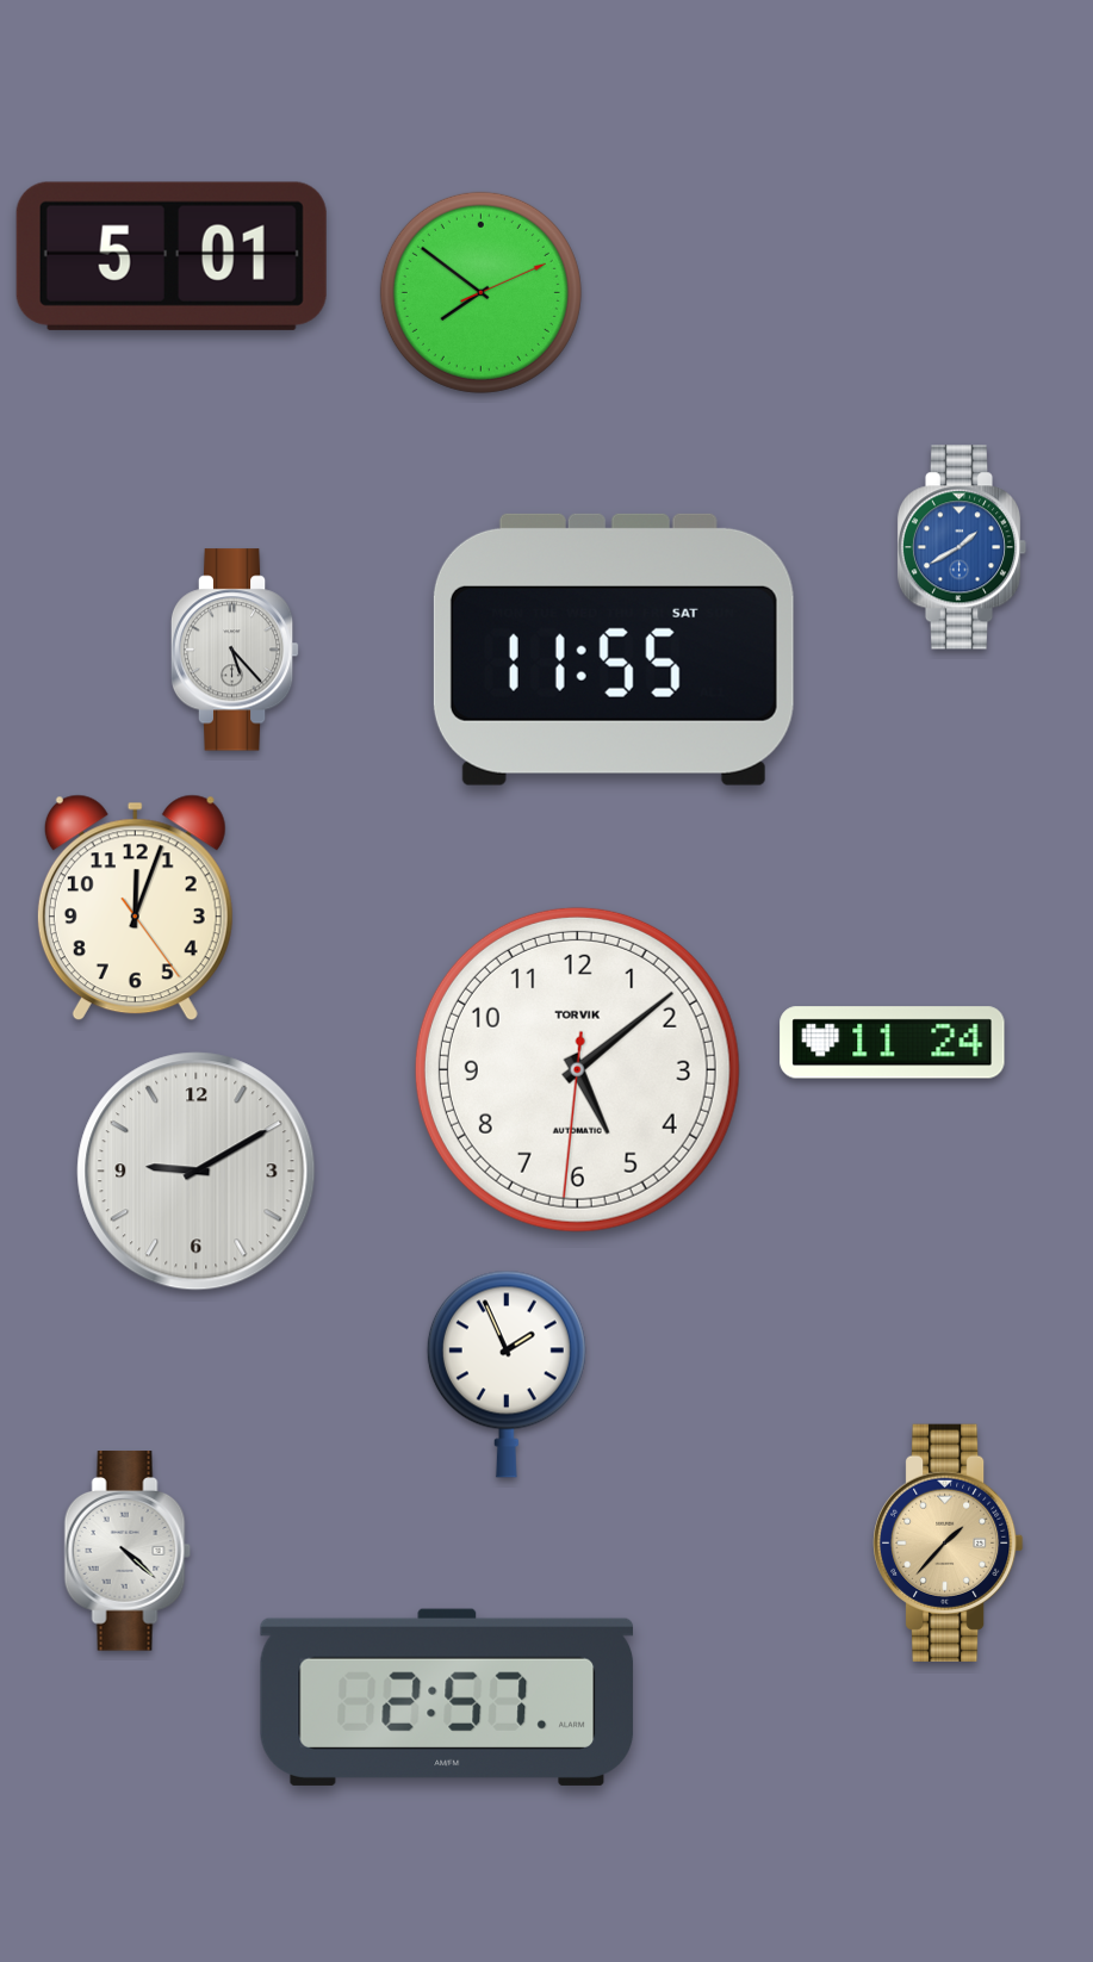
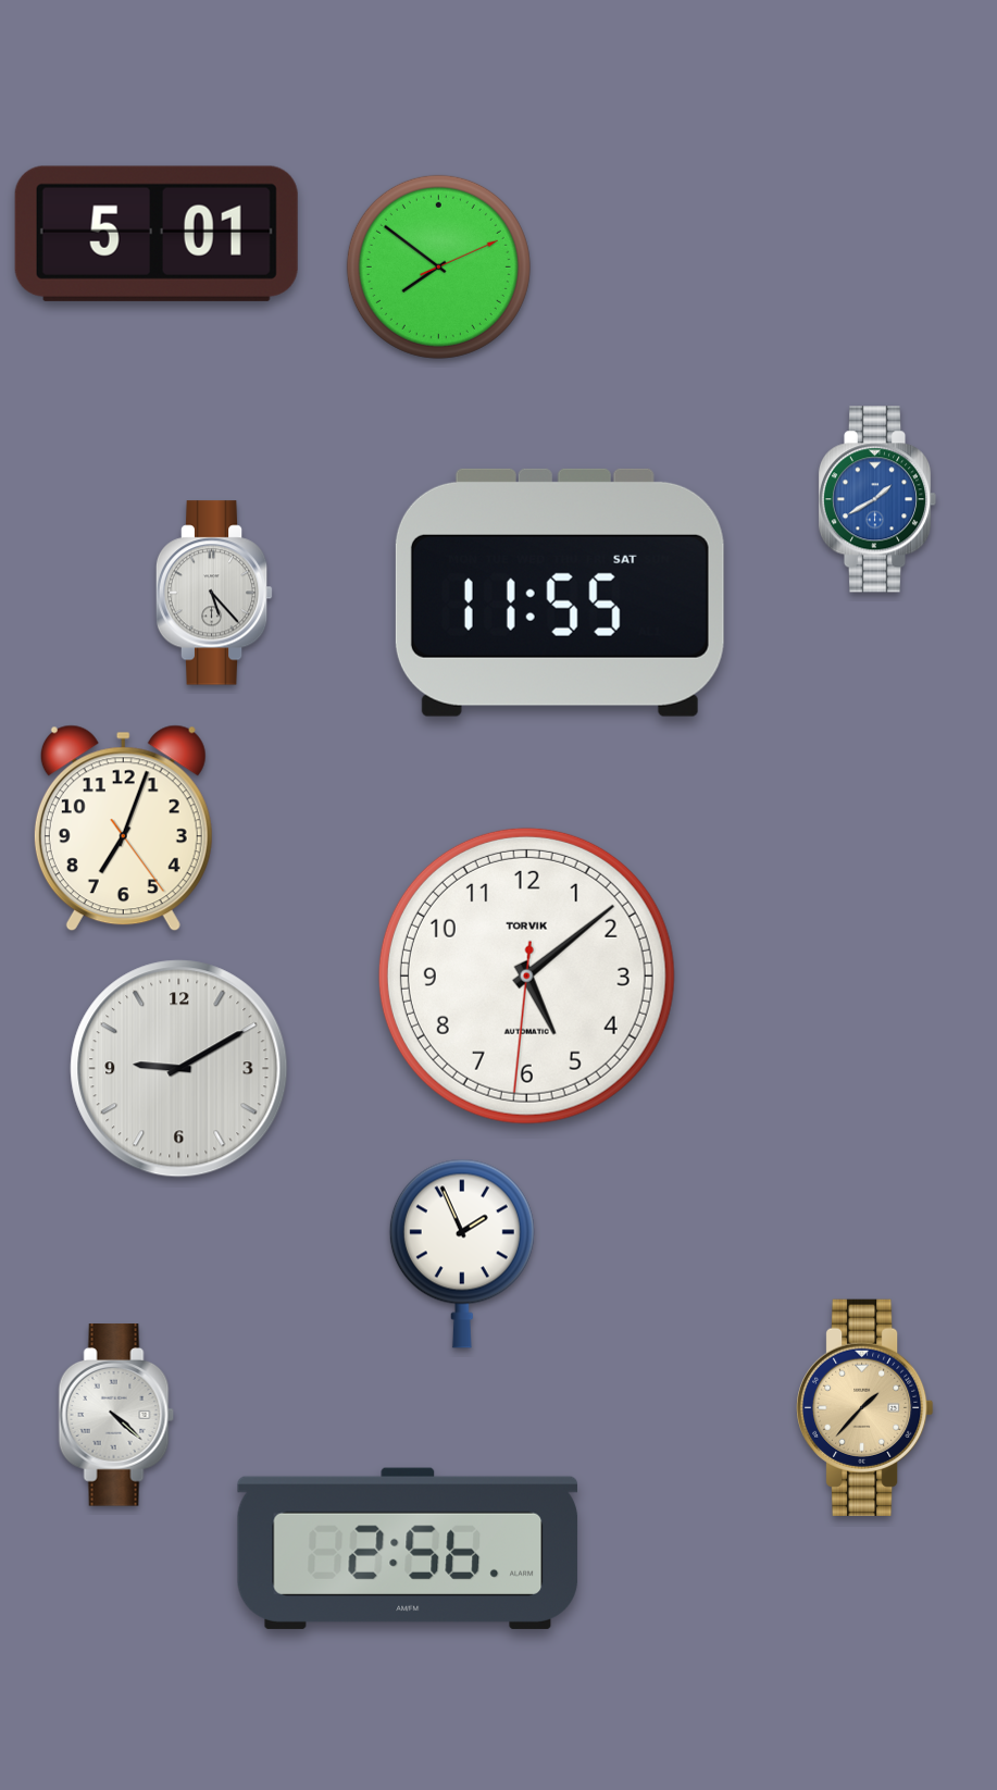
clock at (135, 908): 12:03 -> 7:03
clock at (893, 1043): 11:24 -> none
clock at (447, 1697): 2:57 -> 2:56
